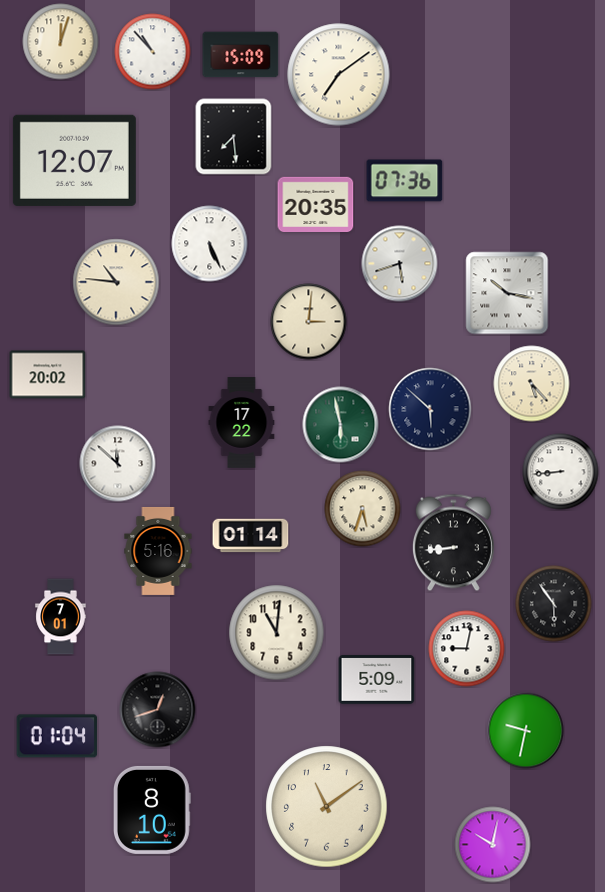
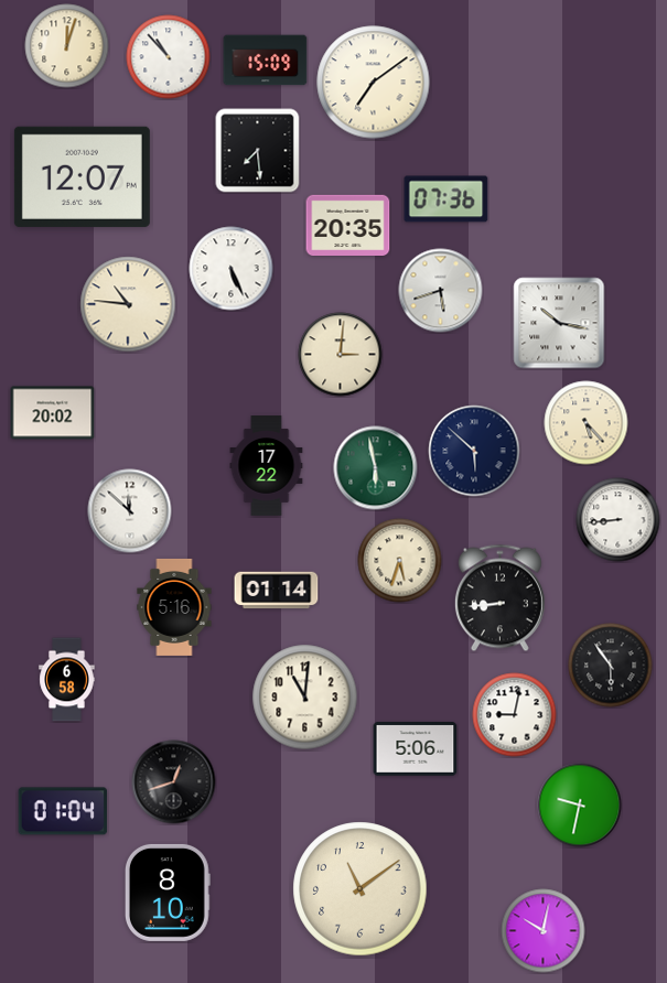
clock at (116, 282) position: (116, 282) -> (128, 304)
clock at (61, 617): 7:01 -> 6:58
clock at (377, 680): 5:09 -> 5:06
